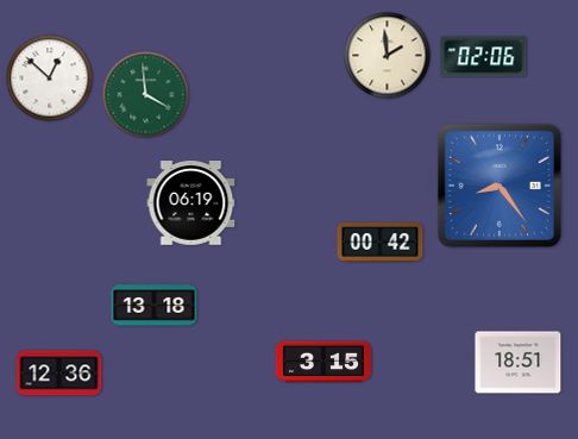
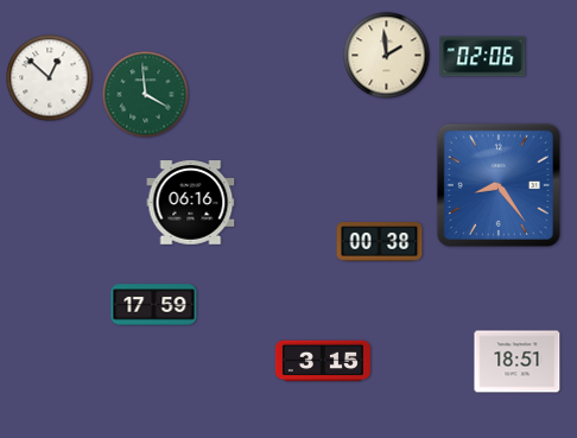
clock at (191, 203): 06:19 -> 06:16
clock at (381, 243): 00:42 -> 00:38
clock at (155, 306): 13:18 -> 17:59
clock at (59, 374): 12:36 -> none
